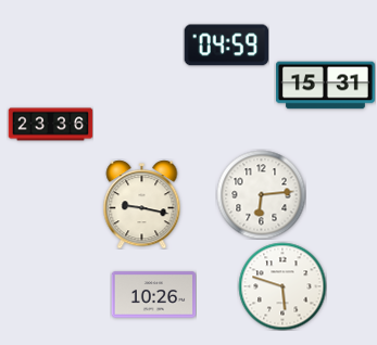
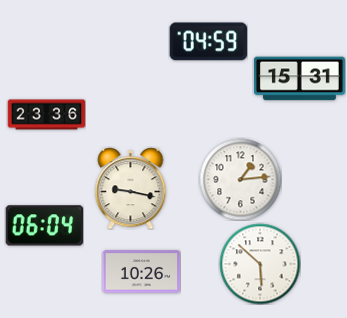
clock at (261, 194): 6:14 -> 1:14
clock at (44, 226): none -> 06:04
clock at (282, 286): 5:48 -> 5:52
